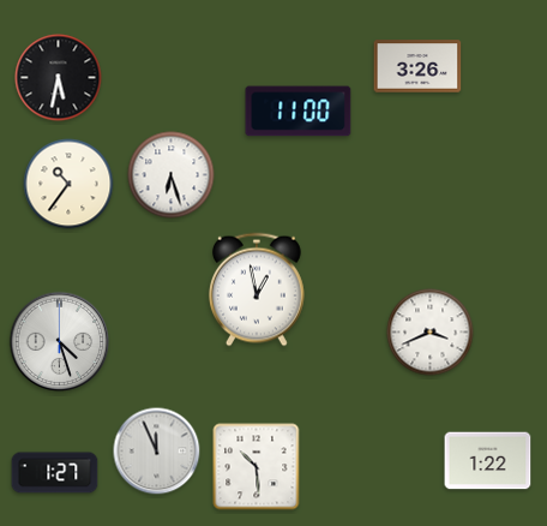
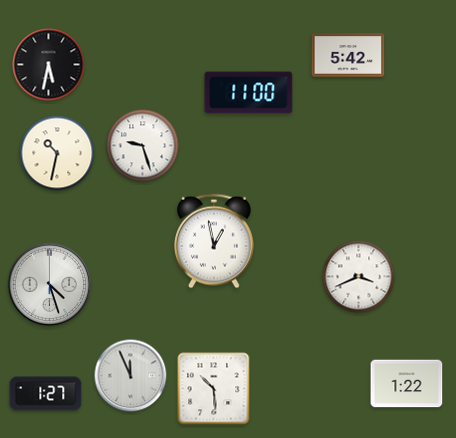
clock at (417, 66): 3:26 -> 5:42
clock at (172, 175): 6:27 -> 9:27
clock at (68, 184): 10:36 -> 10:32
